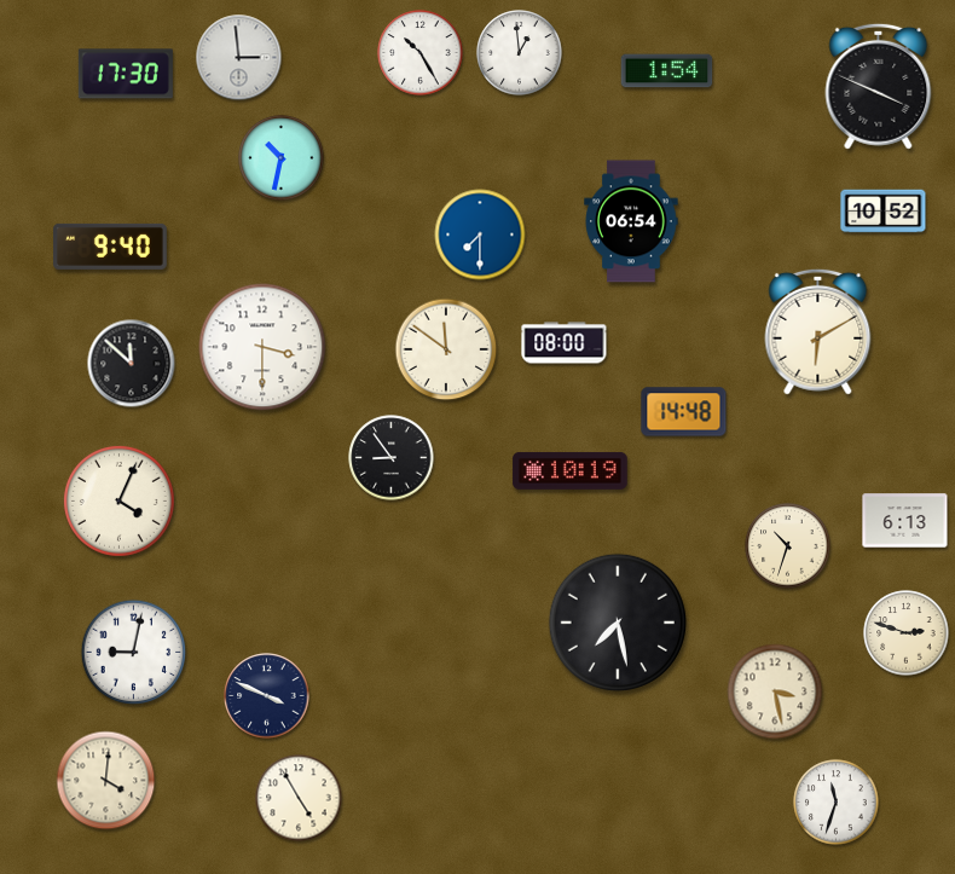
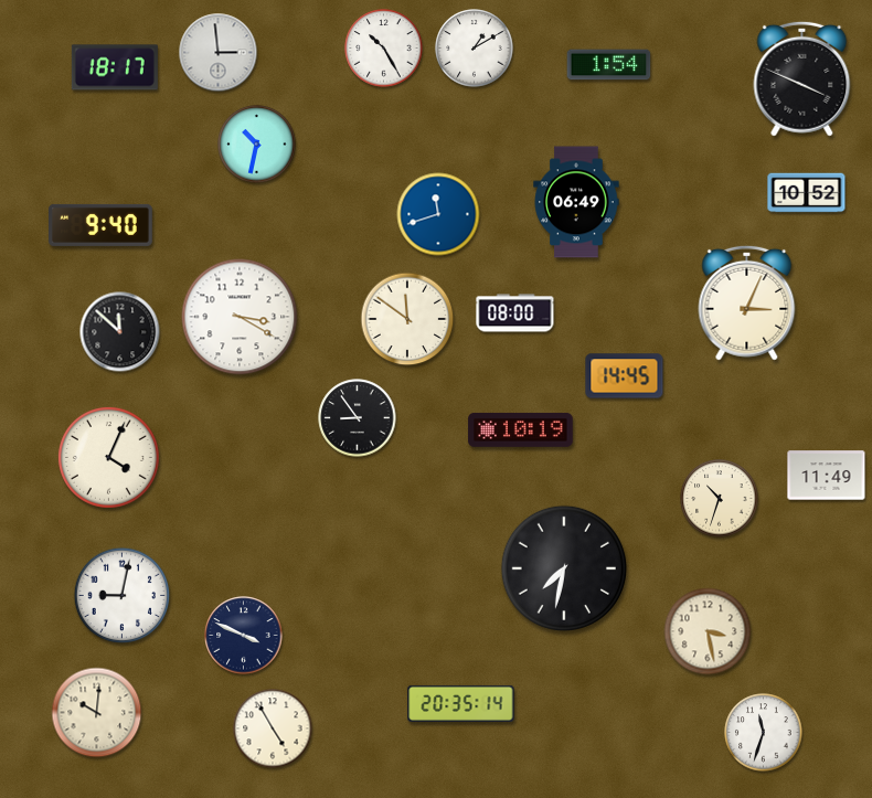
clock at (520, 53): 12:59 -> 1:10
clock at (126, 74): 17:30 -> 18:17
clock at (631, 221): 06:54 -> 06:49
clock at (480, 235): 7:30 -> 11:42
clock at (818, 331): 6:10 -> 3:04
clock at (262, 347): 3:30 -> 3:20
clock at (684, 412): 14:48 -> 14:45
clock at (905, 521): 6:13 -> 11:49
clock at (618, 623): 7:28 -> 7:32
clock at (907, 633): 2:48 -> none
clock at (461, 703): none -> 20:35
clock at (106, 781): 4:01 -> 10:01
